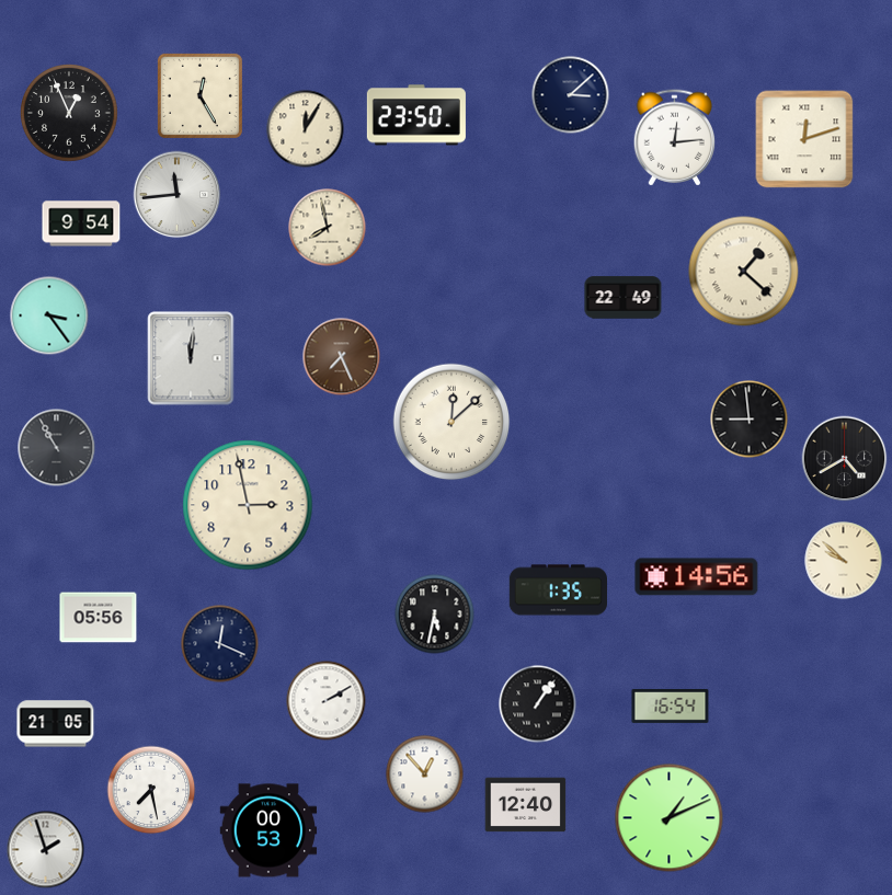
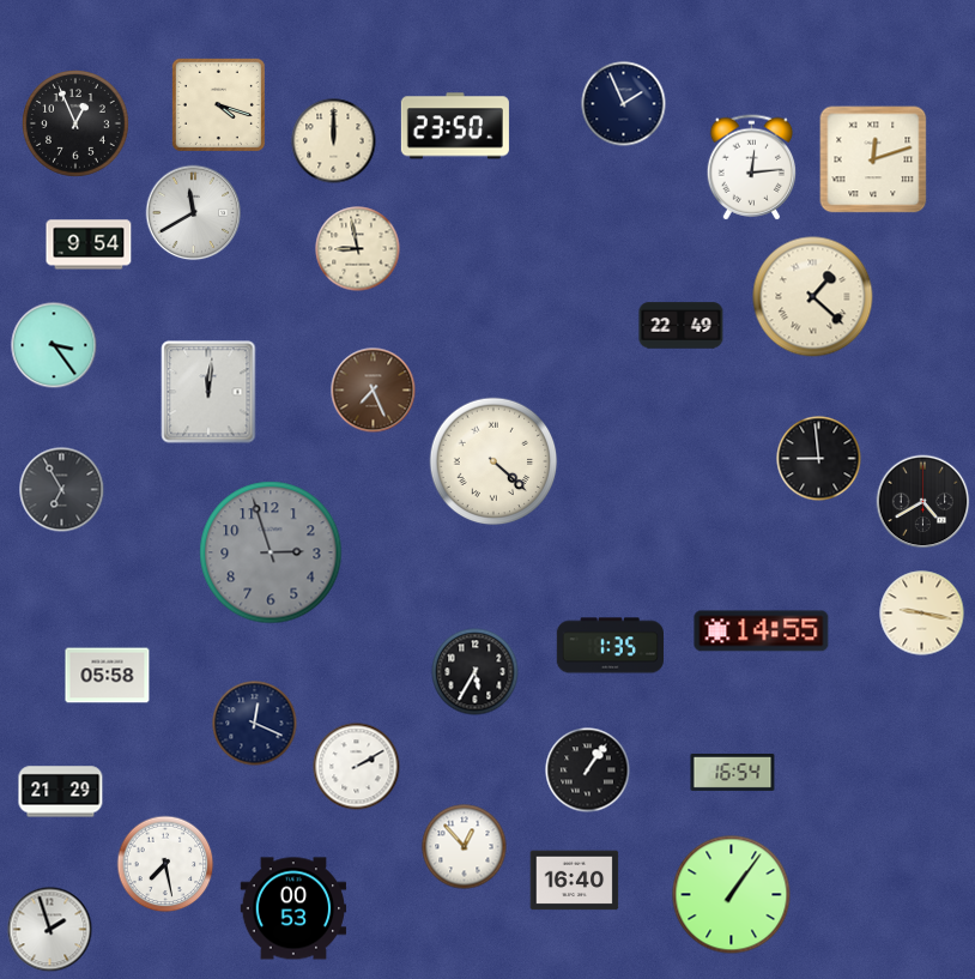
clock at (199, 95): 12:25 -> 4:18
clock at (571, 95): 3:08 -> 1:56
clock at (306, 129): 12:05 -> 12:00
clock at (674, 138) position: (674, 138) -> (751, 168)
clock at (804, 139) position: (804, 139) -> (873, 159)
clock at (178, 195): 11:44 -> 11:40
clock at (328, 228): 7:58 -> 8:58
clock at (451, 422): 12:08 -> 4:22
clock at (57, 448): 10:55 -> 6:55
clock at (248, 505): 2:58 -> 2:57
clock at (248, 505) dial: cream -> grey
clock at (844, 561): 9:52 -> 9:17
clock at (697, 577): 14:56 -> 14:55
clock at (435, 615): 5:32 -> 5:35
clock at (99, 618): 05:56 -> 05:58
clock at (220, 644) position: (220, 644) -> (255, 724)
clock at (56, 724): 21:05 -> 21:29
clock at (526, 805): 12:40 -> 16:40
clock at (670, 818): 1:11 -> 1:06
